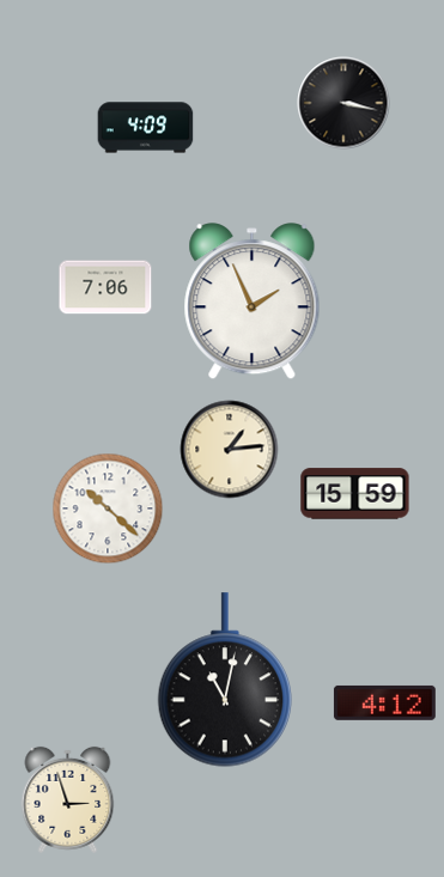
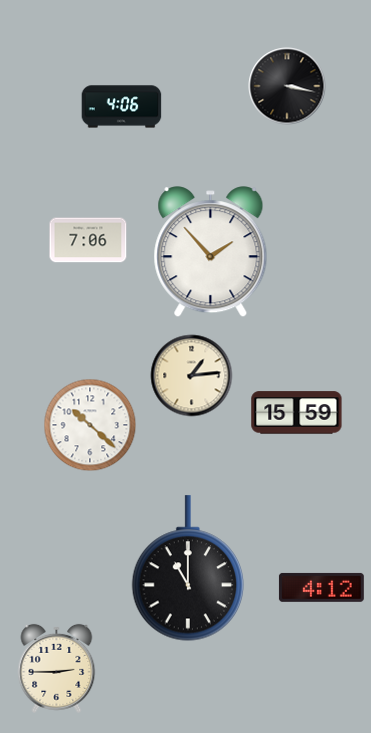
clock at (146, 128): 4:09 -> 4:06
clock at (253, 302): 1:56 -> 1:53
clock at (225, 680): 11:02 -> 11:00
clock at (68, 799): 2:57 -> 2:45
